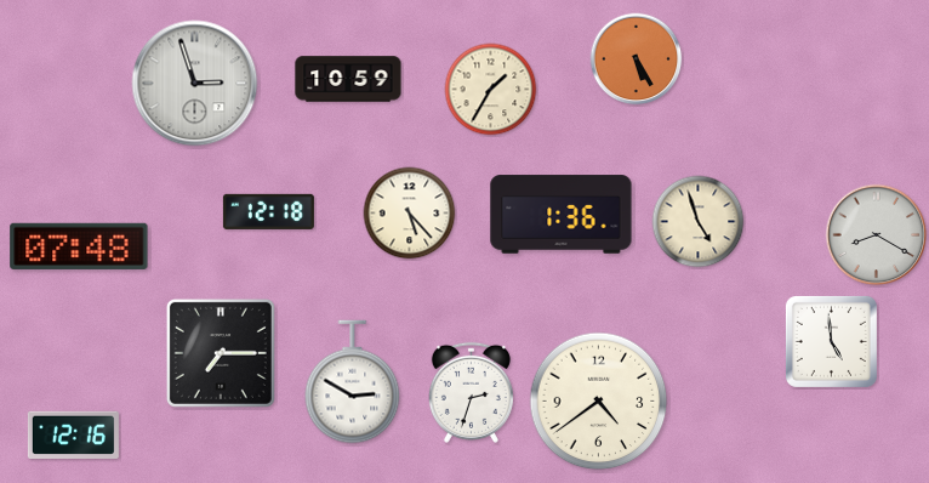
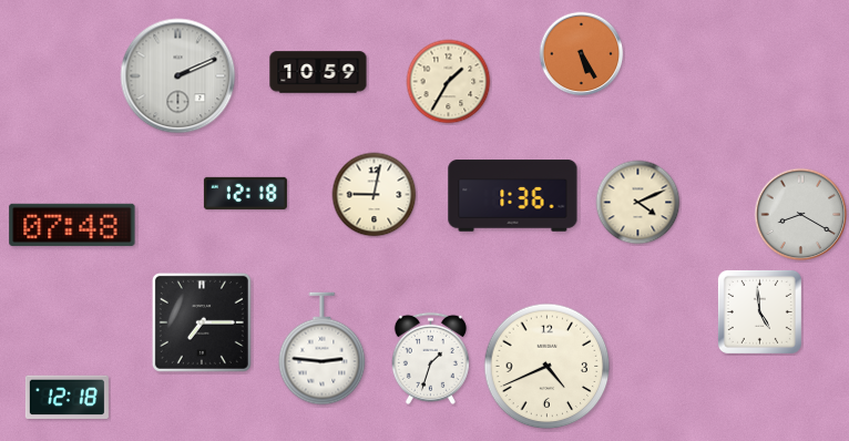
clock at (195, 84): 2:57 -> 2:11
clock at (410, 214): 5:23 -> 9:02
clock at (699, 222): 4:57 -> 4:11
clock at (353, 382): 2:50 -> 2:46
clock at (471, 392): 2:33 -> 1:33
clock at (599, 402): 4:39 -> 4:41
clock at (73, 434): 12:16 -> 12:18
